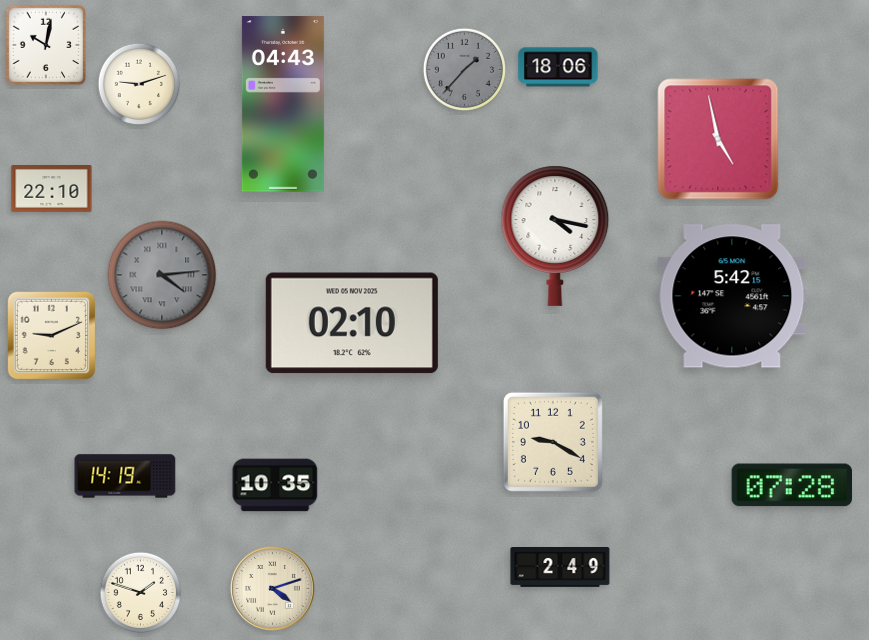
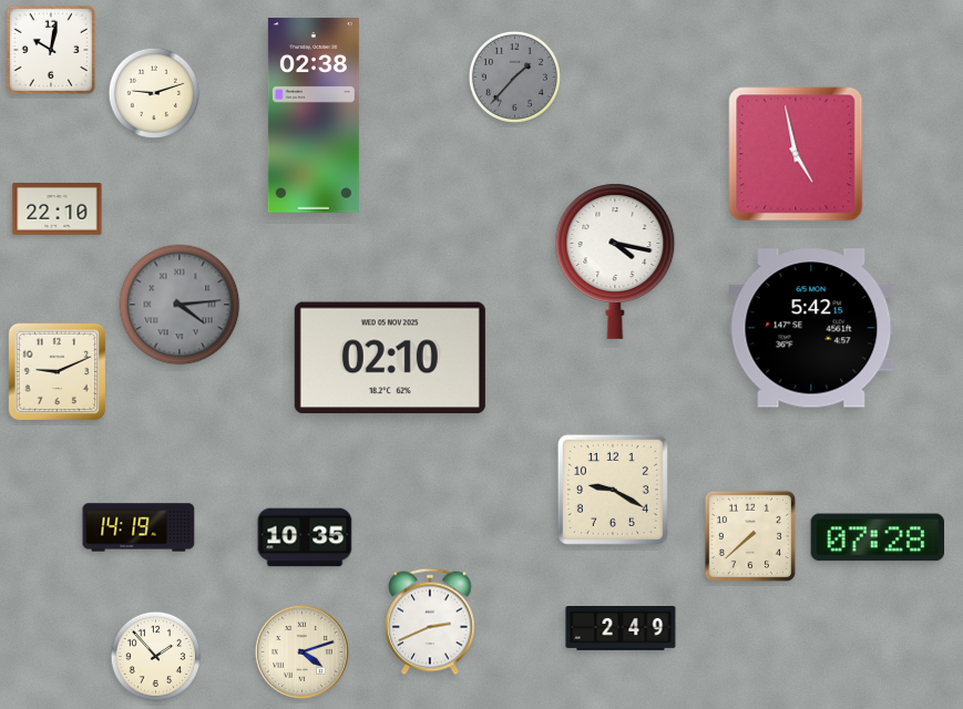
clock at (558, 67): 18:06 -> none
clock at (283, 104): 04:43 -> 02:38
clock at (750, 536): none -> 7:38
clock at (430, 621): none -> 2:41
clock at (141, 593): 1:48 -> 1:53
